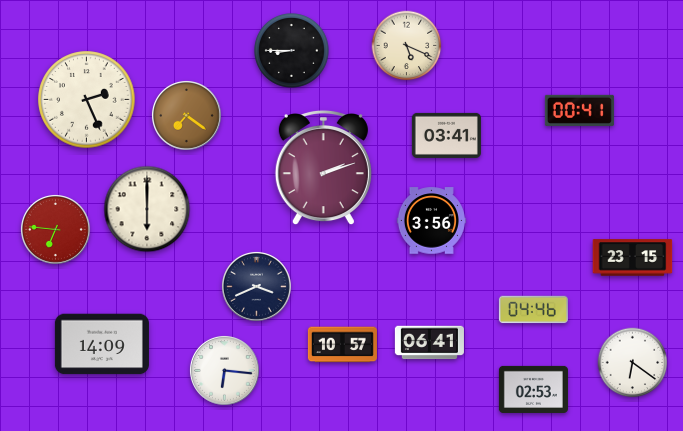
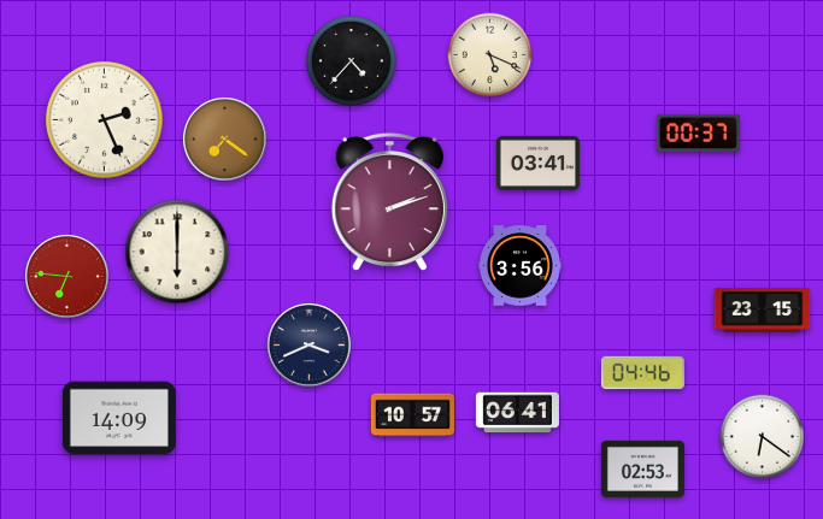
clock at (292, 51): 8:45 -> 4:37
clock at (579, 110): 00:41 -> 00:37
clock at (102, 344) position: (102, 344) -> (119, 418)
clock at (224, 370): 6:16 -> none
